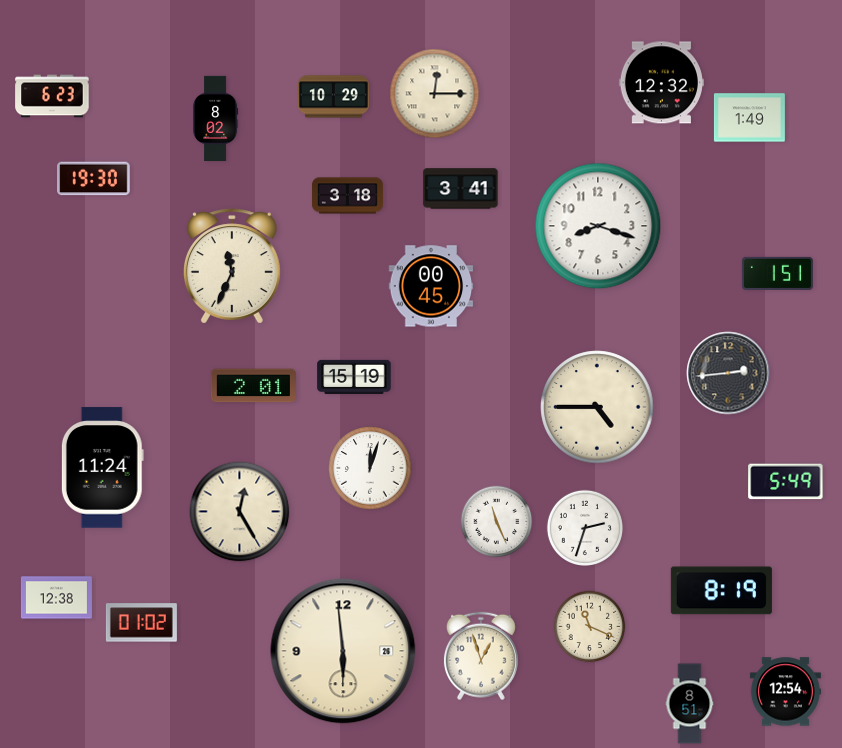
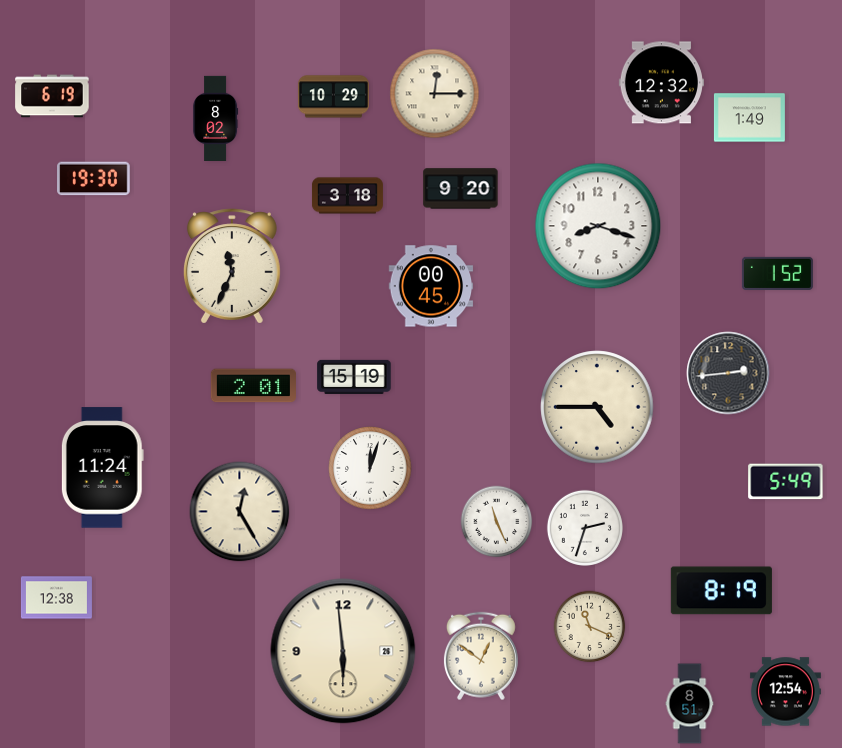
clock at (52, 96): 6:23 -> 6:19
clock at (461, 189): 3:41 -> 9:20
clock at (777, 273): 1:51 -> 1:52
clock at (141, 623): 01:02 -> none
clock at (481, 656): 12:57 -> 12:51
